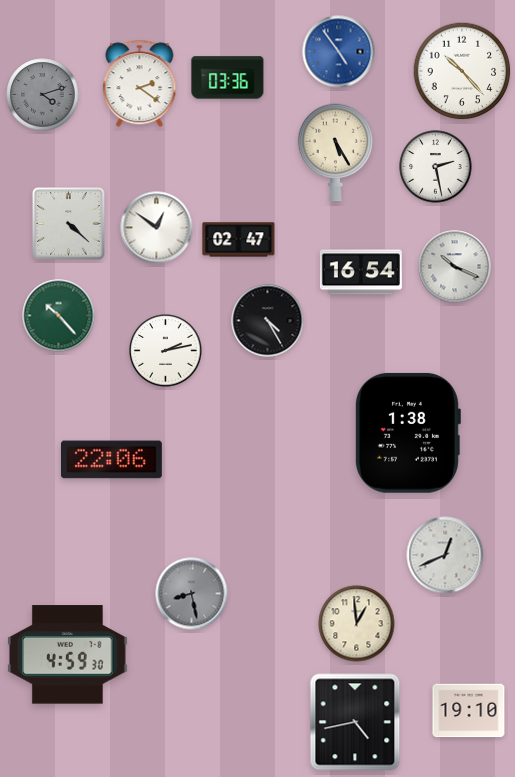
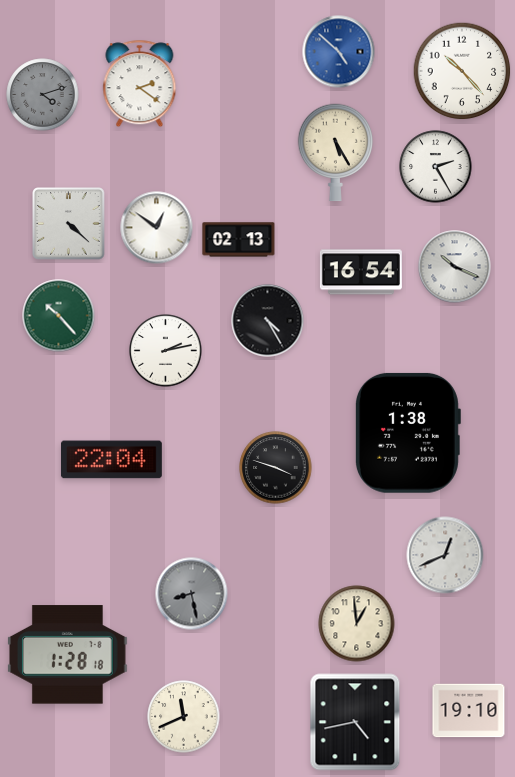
clock at (339, 52): 4:54 -> 4:52
clock at (228, 78): 03:36 -> none
clock at (436, 167): 2:28 -> 2:25
clock at (239, 240): 02:47 -> 02:13
clock at (111, 460): 22:06 -> 22:04
clock at (276, 468): none -> 3:48
clock at (68, 655): 4:59 -> 1:28
clock at (184, 717): none -> 11:41
